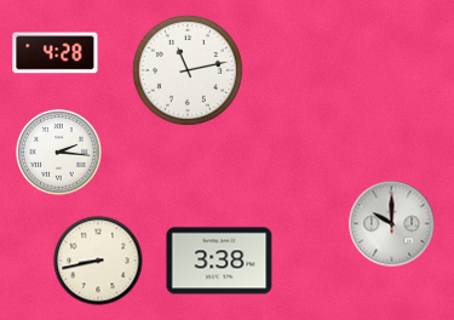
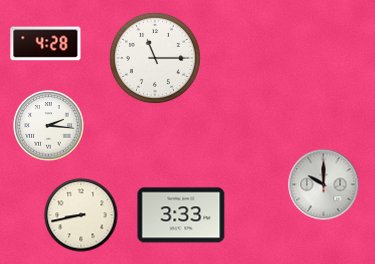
clock at (188, 70): 11:13 -> 11:15
clock at (219, 261): 3:38 -> 3:33
